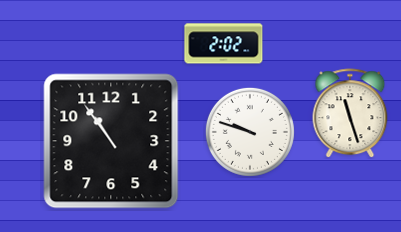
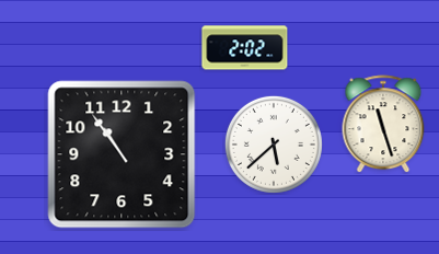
clock at (250, 132): 9:48 -> 5:38
